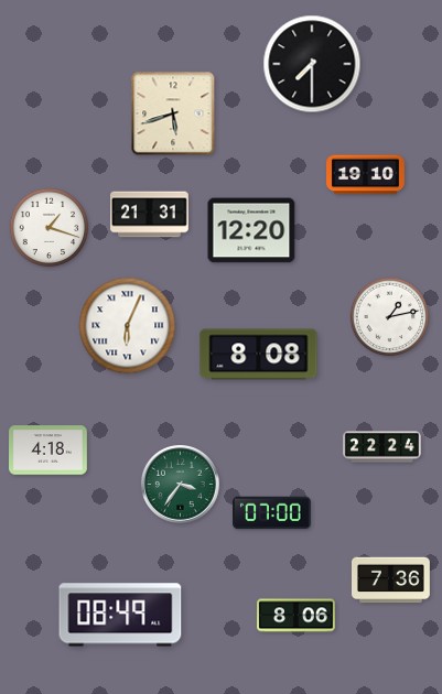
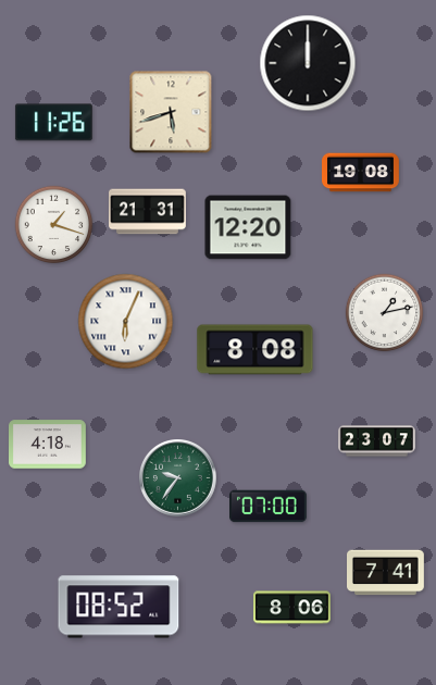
clock at (312, 64): 7:30 -> 12:00
clock at (53, 123): none -> 11:26
clock at (366, 175): 19:10 -> 19:08
clock at (50, 228) position: (50, 228) -> (54, 225)
clock at (382, 447): 22:24 -> 23:07
clock at (181, 485): 3:36 -> 9:36
clock at (391, 581): 7:36 -> 7:41
clock at (120, 615): 08:49 -> 08:52
